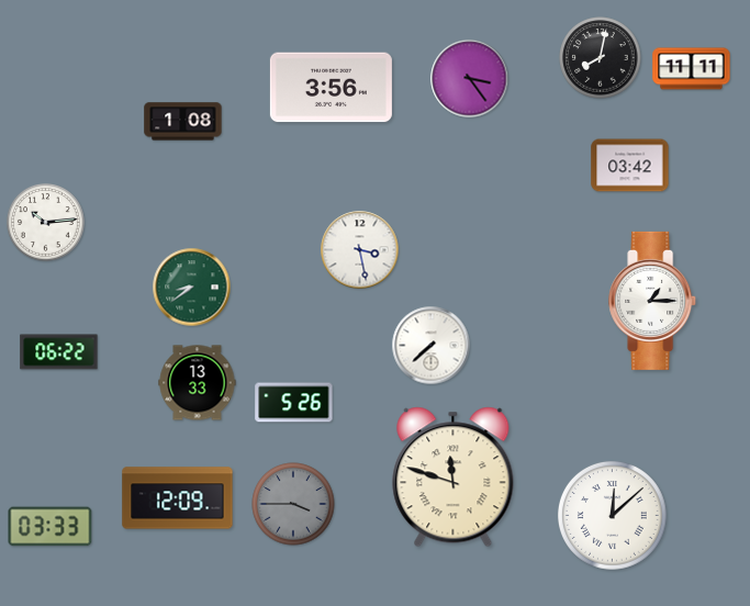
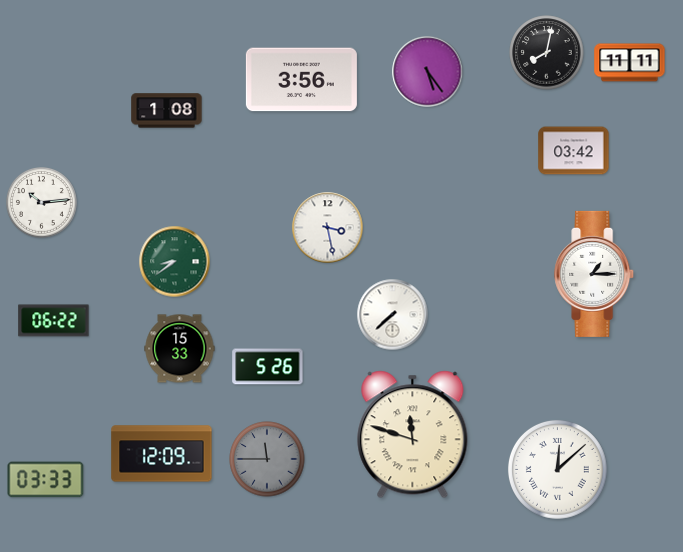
clock at (470, 79): 3:24 -> 5:24
clock at (198, 383): 13:33 -> 15:33
clock at (293, 504): 3:45 -> 11:45
